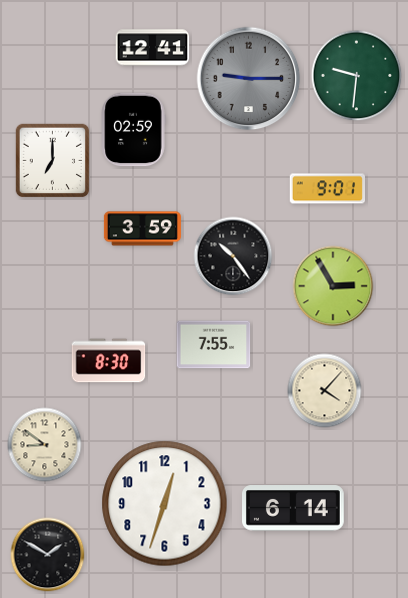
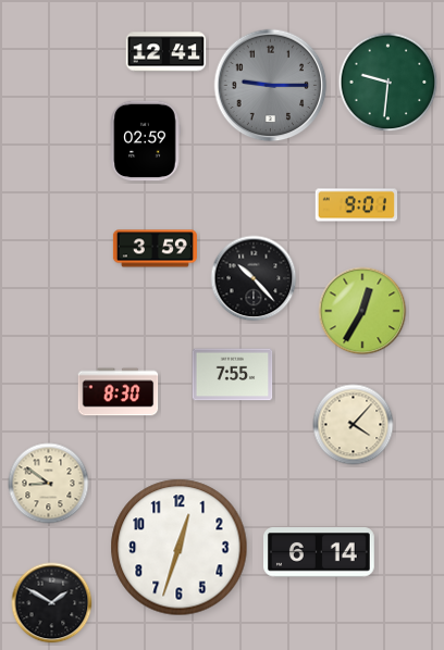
clock at (53, 161): 7:00 -> none
clock at (233, 256): 10:24 -> 10:23
clock at (333, 286): 2:55 -> 12:35
